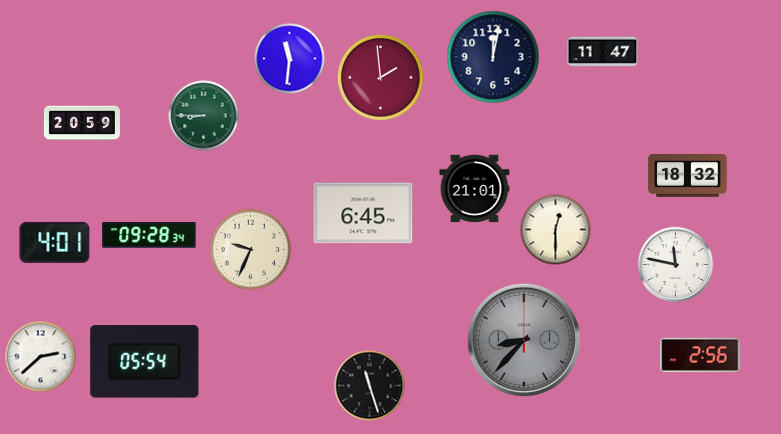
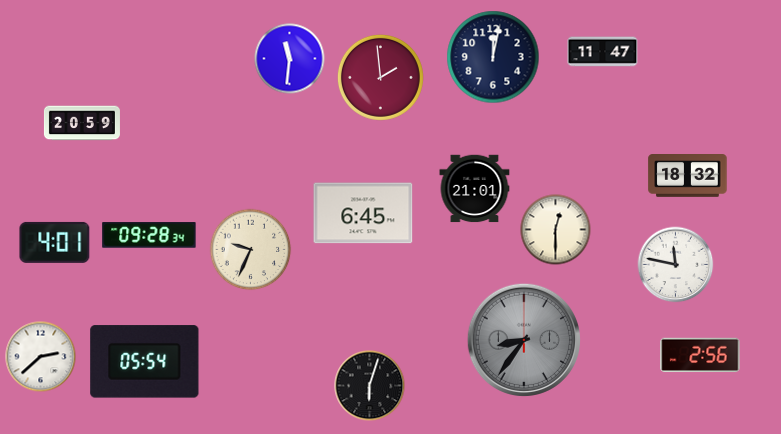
clock at (204, 116): 8:45 -> none
clock at (524, 340): 8:37 -> 8:36
clock at (370, 386): 11:27 -> 6:03
